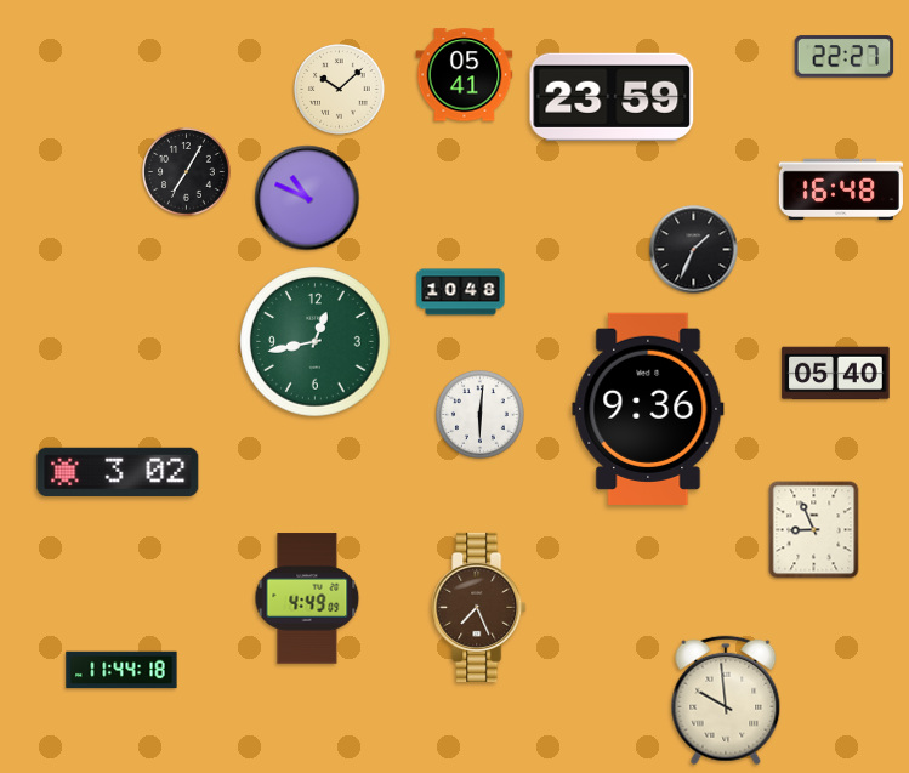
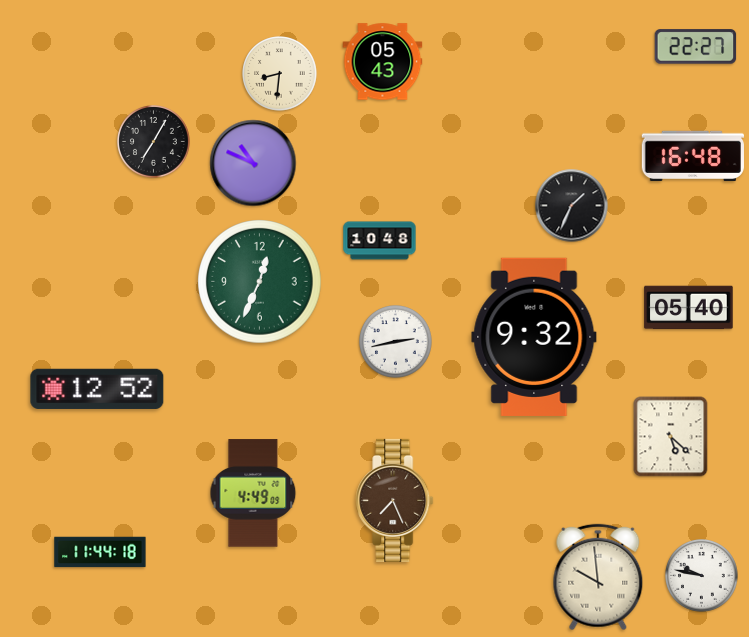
clock at (465, 75): 05:41 -> 05:43
clock at (340, 90): 10:08 -> 8:31
clock at (612, 97): 23:59 -> none
clock at (316, 342): 12:43 -> 12:34
clock at (648, 409): 9:36 -> 9:32
clock at (481, 415): 6:01 -> 2:43
clock at (118, 472): 3:02 -> 12:52
clock at (814, 530): 8:56 -> 5:22
clock at (702, 576): none -> 9:47
